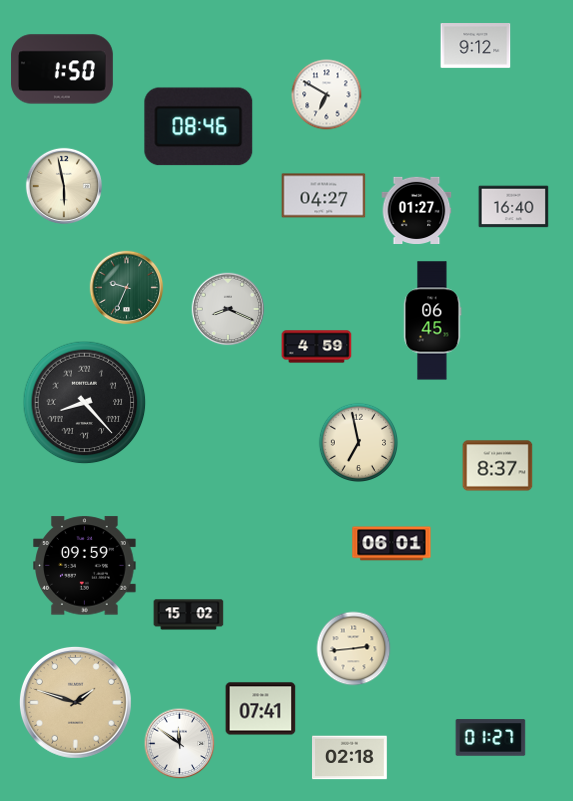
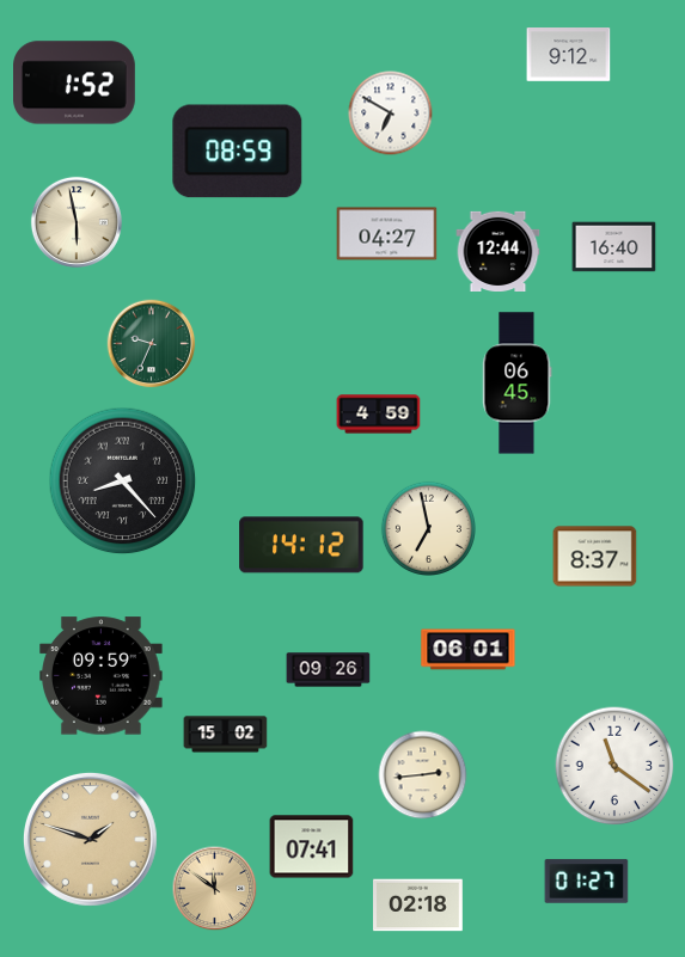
clock at (63, 69): 1:50 -> 1:52
clock at (199, 127): 08:46 -> 08:59
clock at (417, 210): 01:27 -> 12:44
clock at (228, 309): 8:19 -> none
clock at (85, 403) position: (85, 403) -> (123, 481)
clock at (301, 545): none -> 14:12
clock at (329, 670): none -> 09:26
clock at (614, 766): none -> 11:21
clock at (180, 744) dial: white -> champagne
